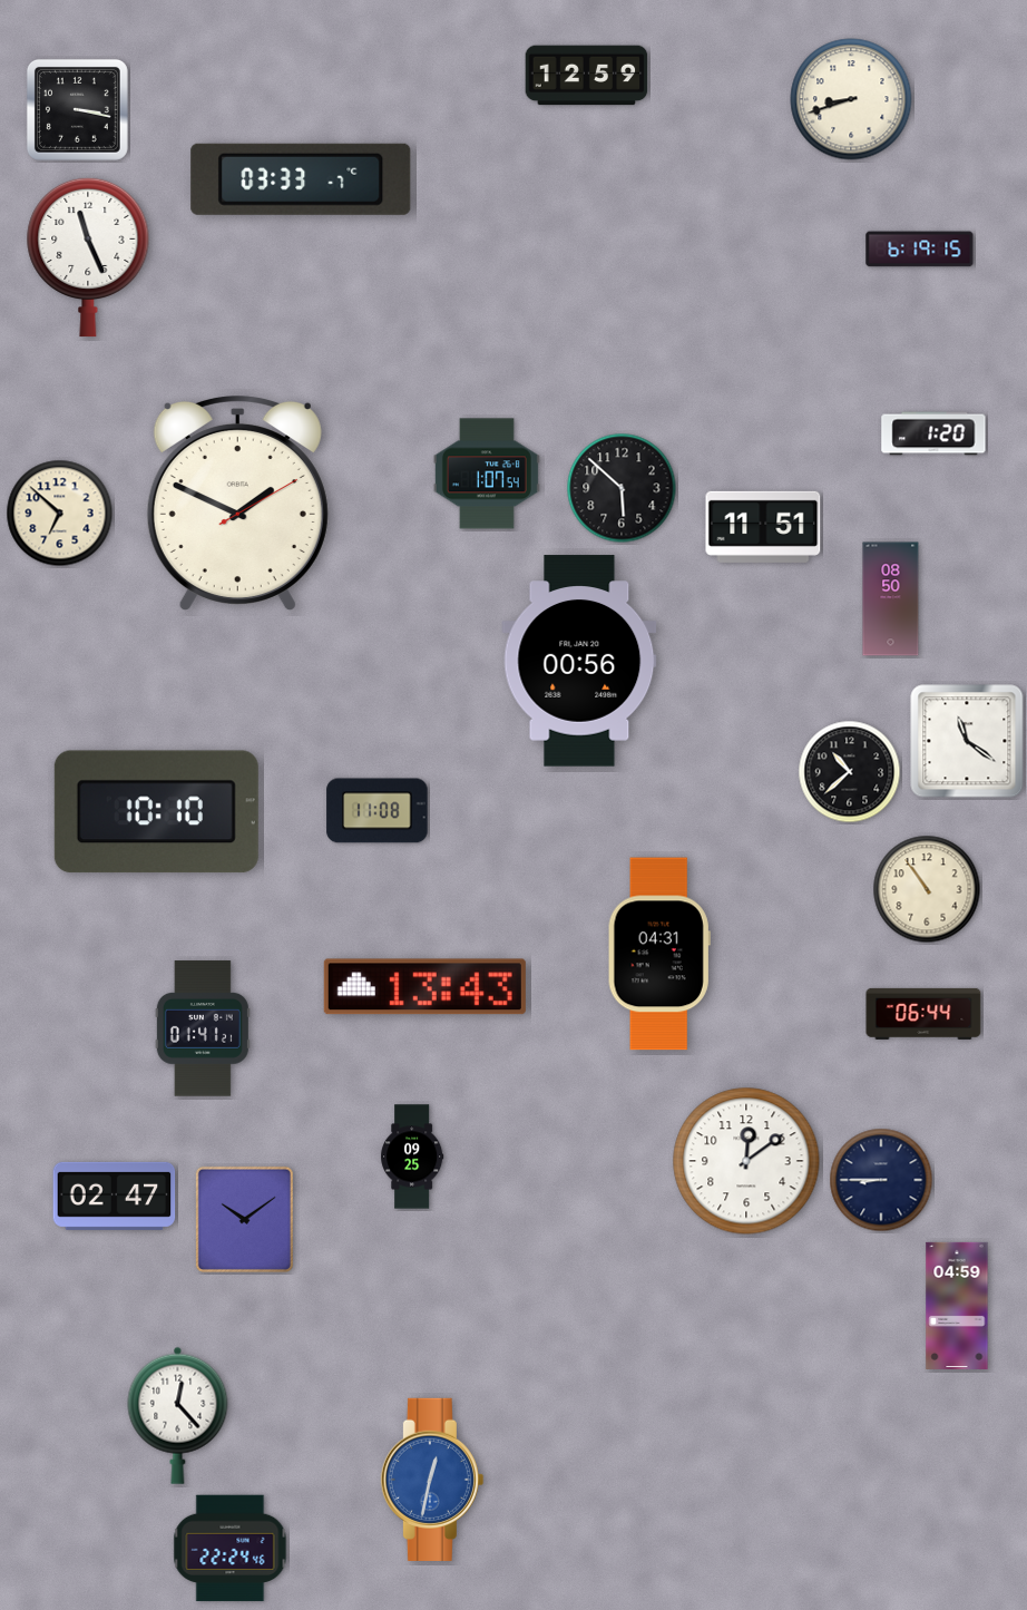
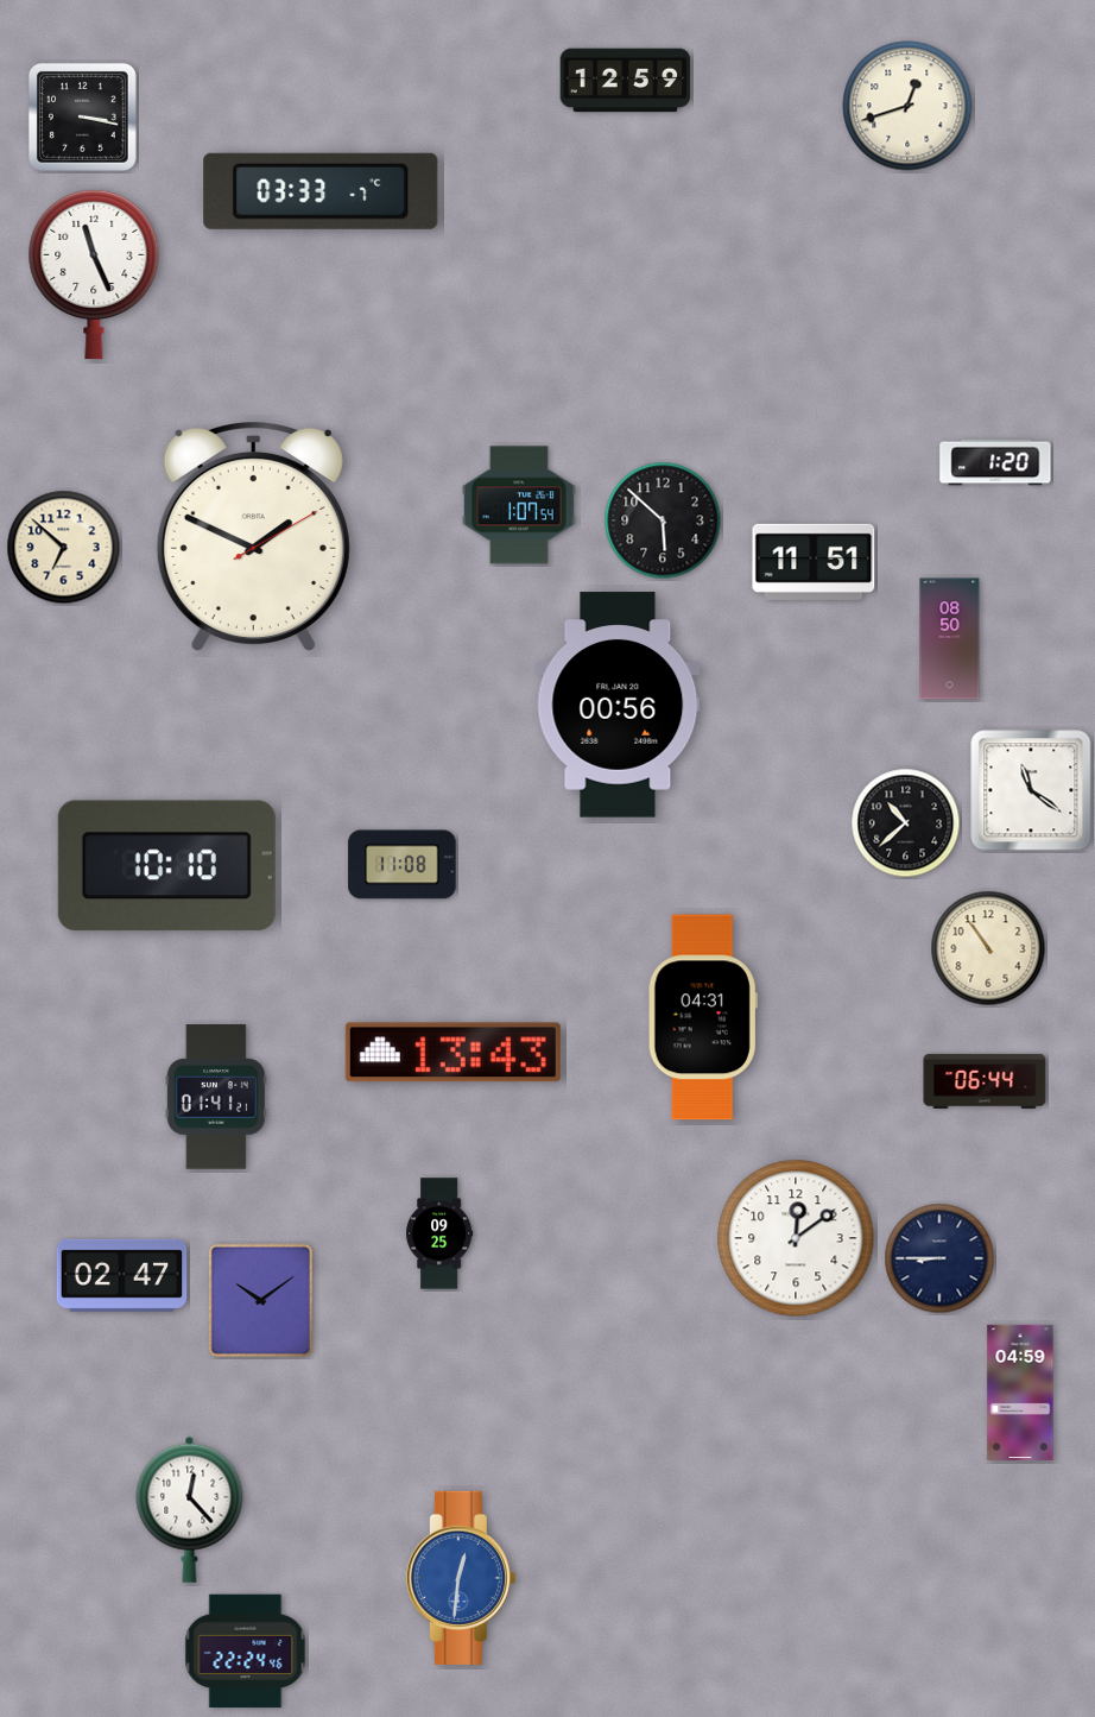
clock at (851, 99): 8:42 -> 12:42
clock at (920, 250): 6:19 -> none
clock at (432, 1480): 12:32 -> 12:31
